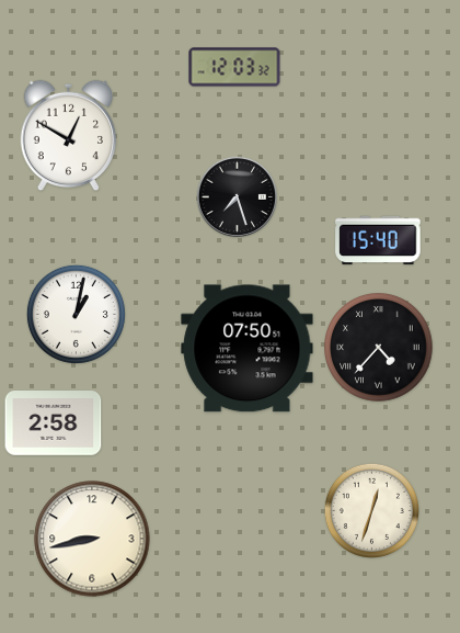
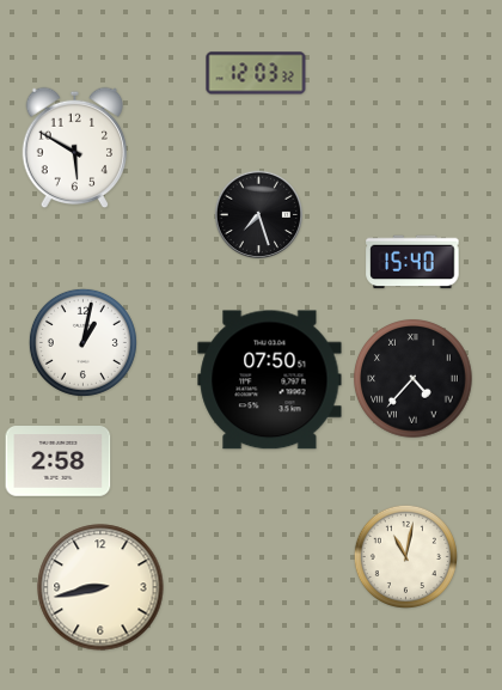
clock at (69, 136): 12:50 -> 5:50
clock at (371, 510): 12:33 -> 11:02
